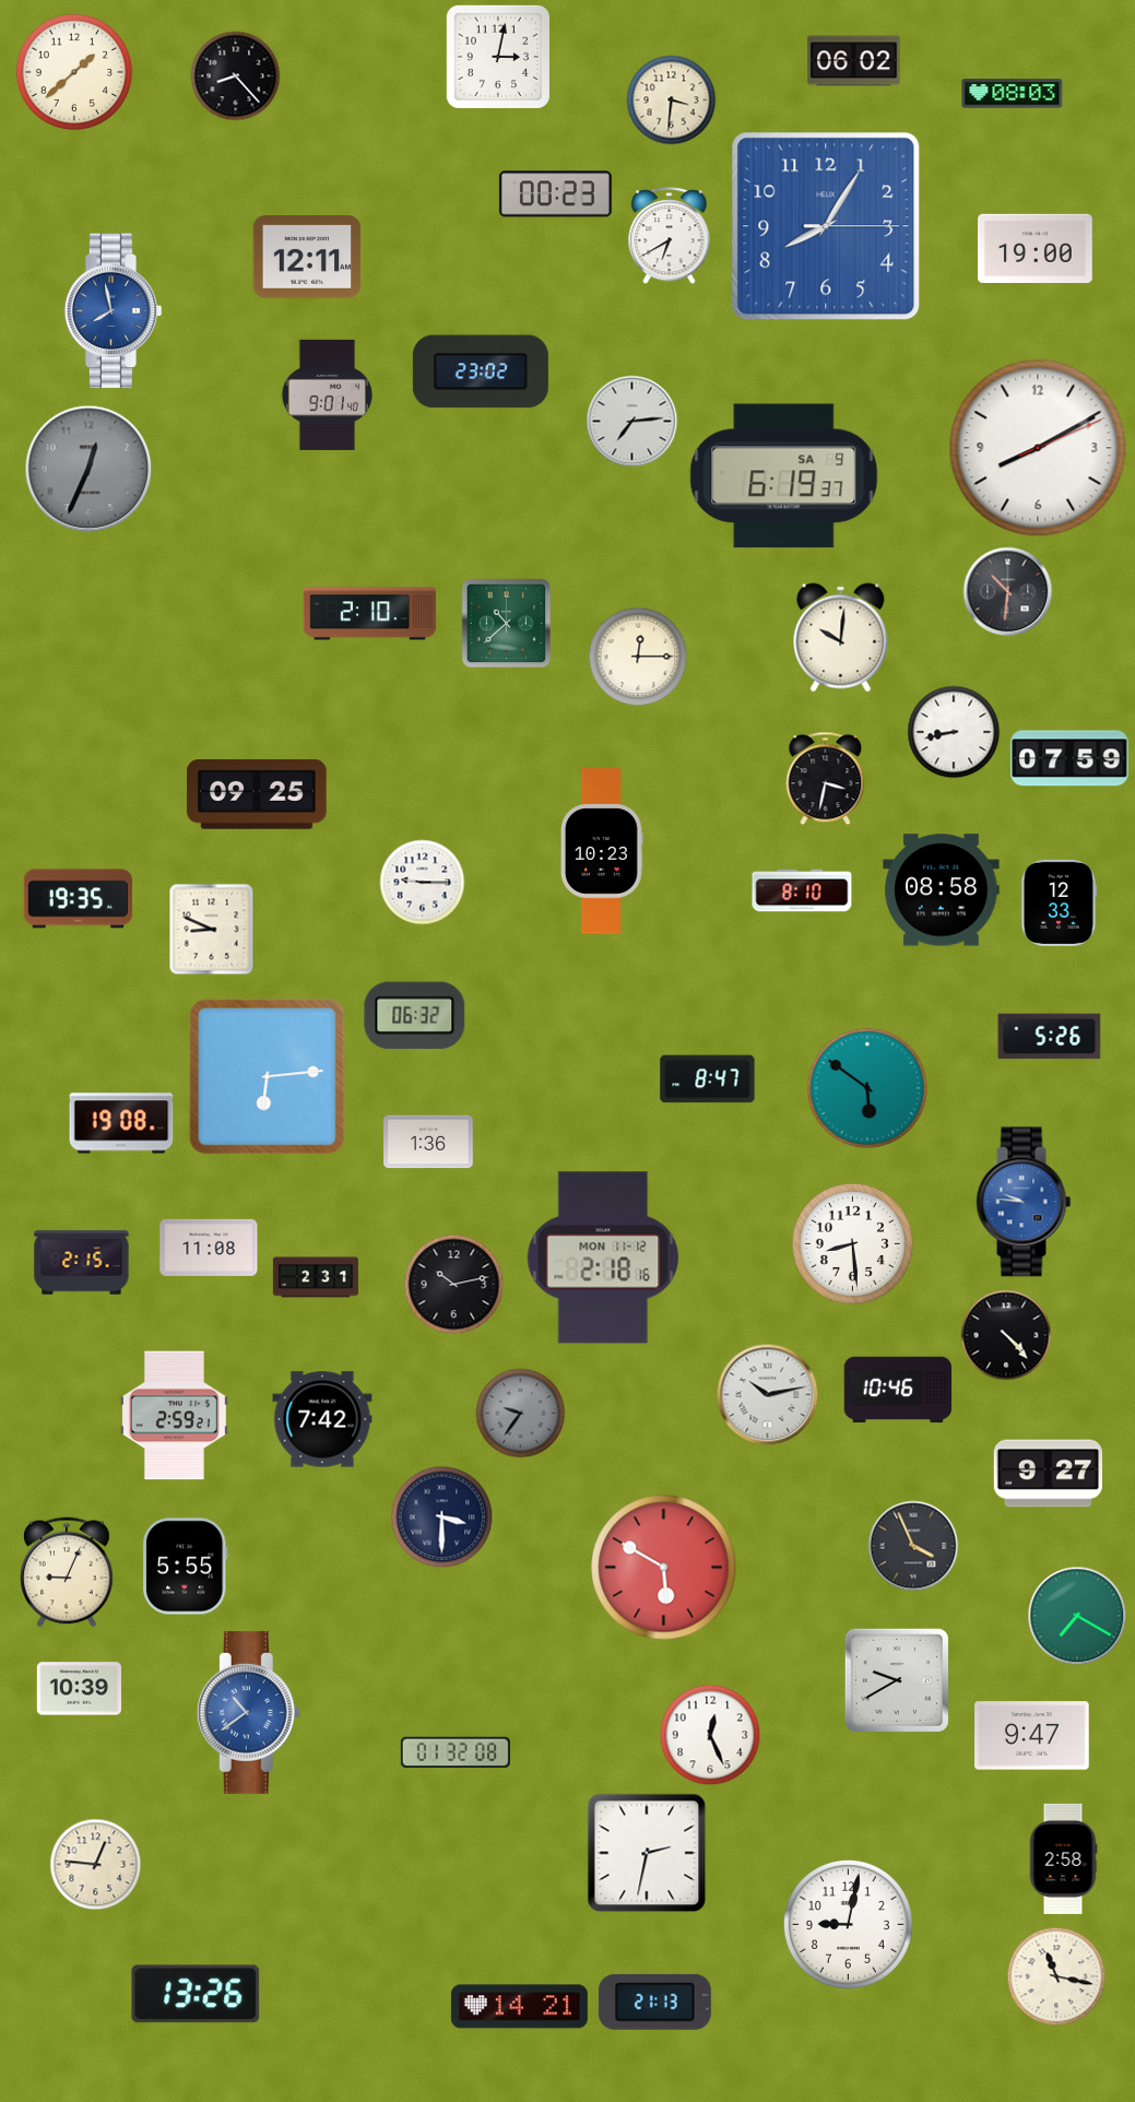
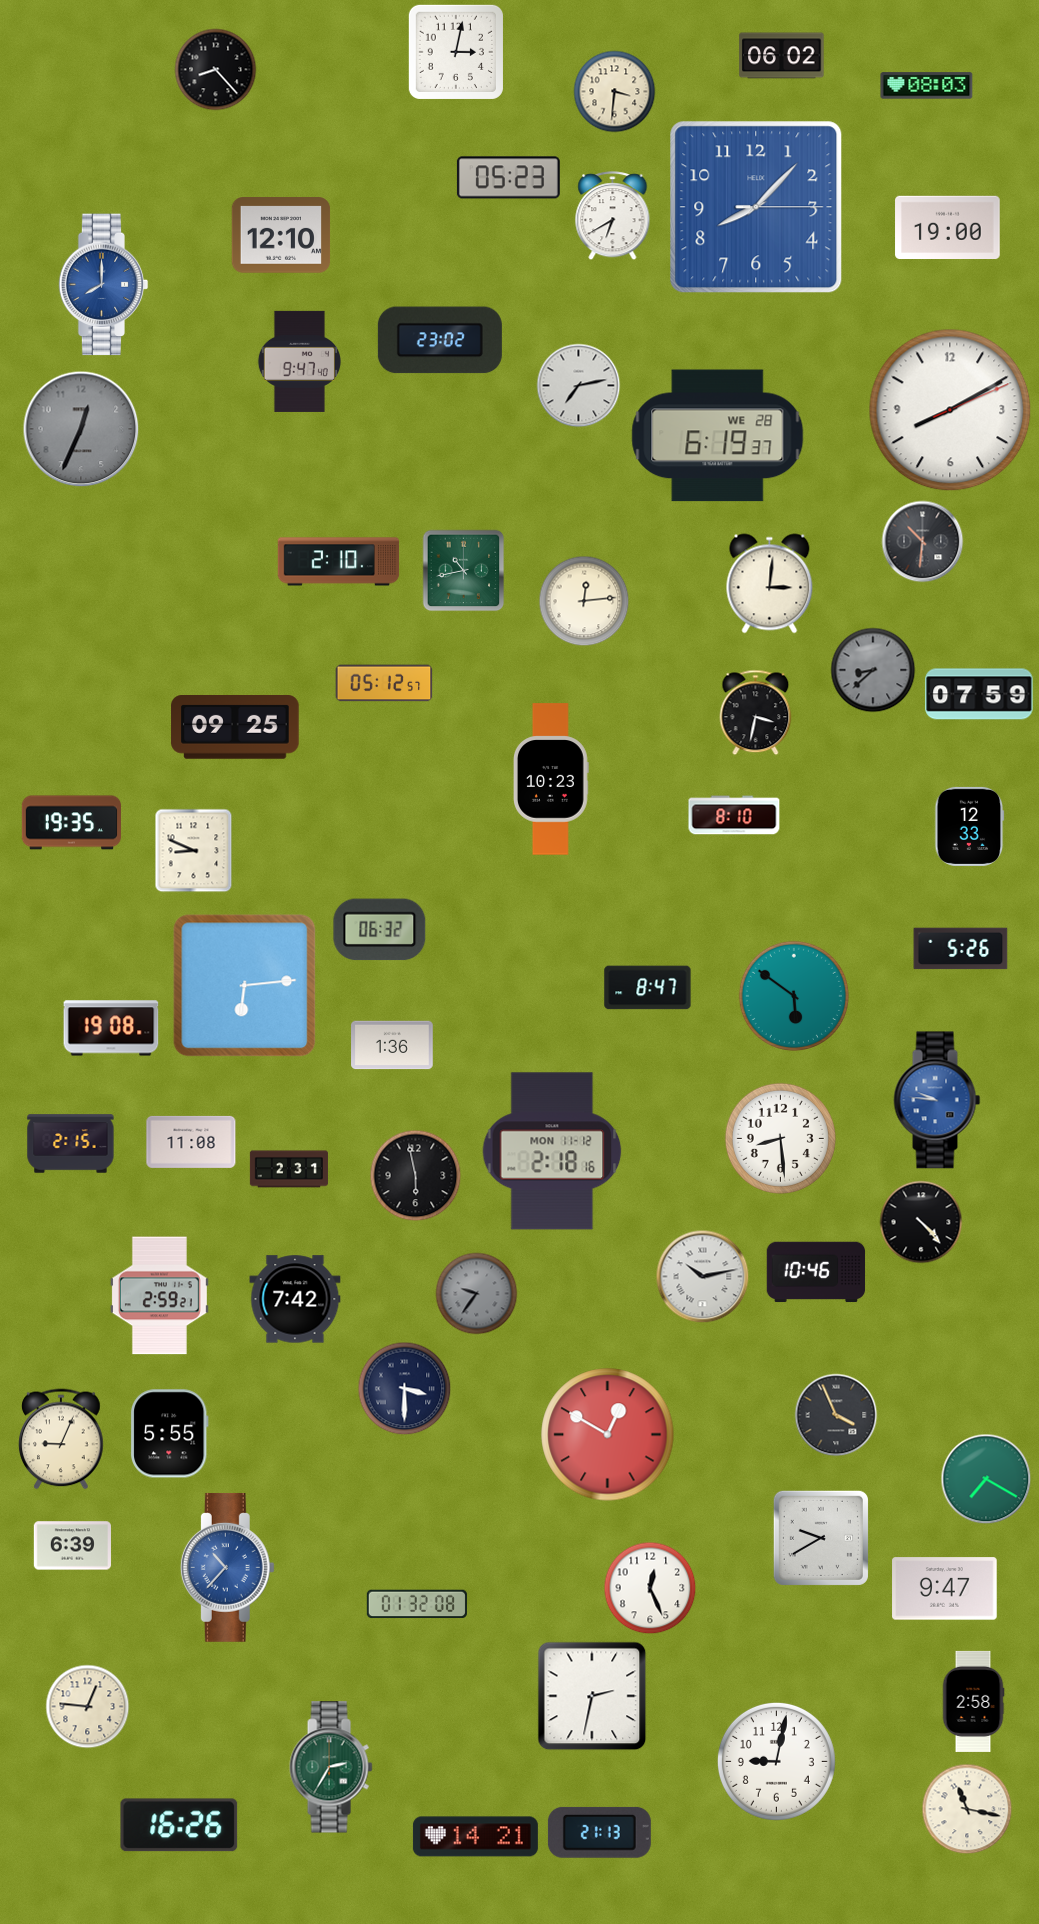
clock at (73, 71): 1:38 -> none
clock at (555, 194): 00:23 -> 05:23
clock at (826, 226): 8:05 -> 8:07
clock at (307, 257): 12:11 -> 12:10
clock at (114, 311): 7:58 -> 8:00
clock at (327, 394): 9:01 -> 9:47
clock at (632, 422): 7:14 -> 7:13
clock at (784, 476) date: SA 9 -> WE 28
clock at (507, 624): 10:38 -> 10:43
clock at (841, 638): 10:01 -> 3:01
clock at (638, 657): 12:15 -> 12:14
clock at (954, 732): 8:43 -> 8:38
clock at (954, 732) dial: white -> grey
clock at (384, 683): none -> 05:12
clock at (423, 883): 9:15 -> none
clock at (942, 890): 08:58 -> none
clock at (82, 1263) position: (82, 1263) -> (71, 1144)
clock at (454, 1285): 10:13 -> 5:58
clock at (898, 1390) position: (898, 1390) -> (816, 1272)
clock at (1048, 1474): 9:27 -> none
clock at (664, 1568): 5:50 -> 12:50
clock at (79, 1689): 10:39 -> 6:39
clock at (248, 1712): 10:39 -> 10:37
clock at (331, 1767): none -> 2:35
clock at (196, 1994): 13:26 -> 16:26
